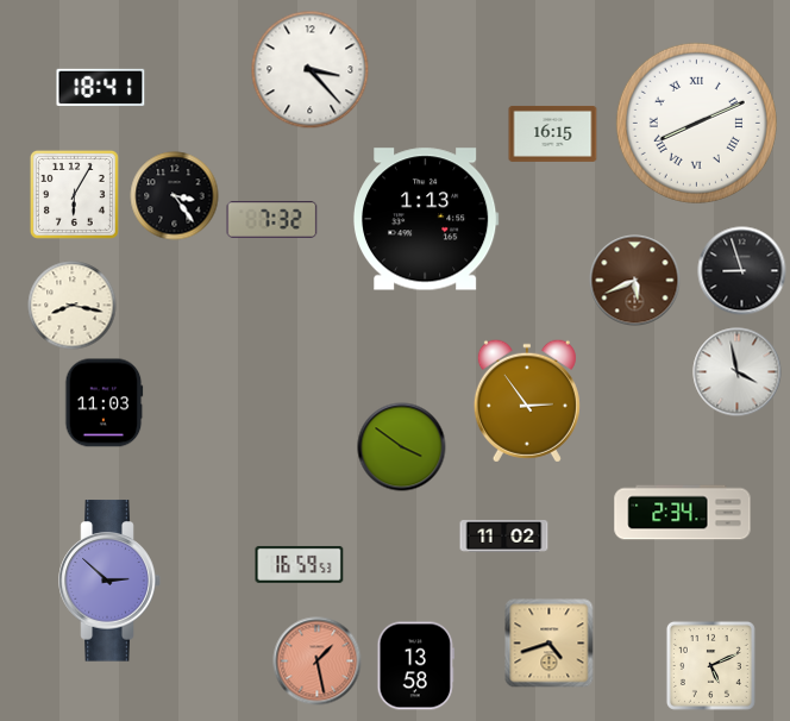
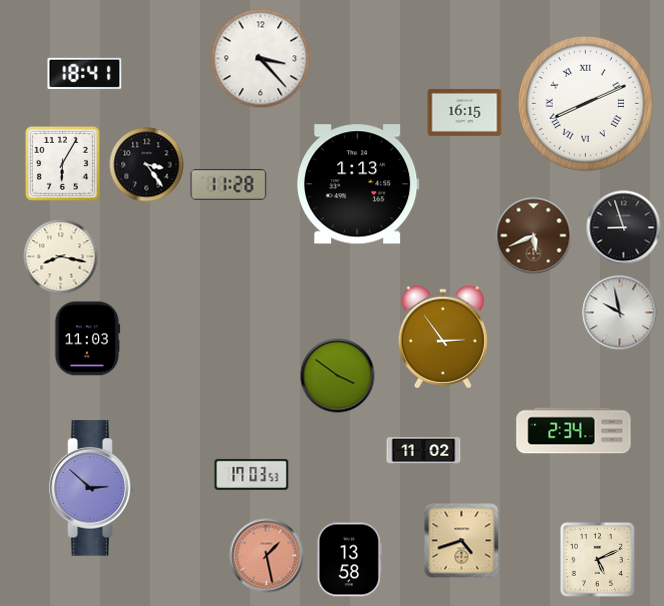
clock at (272, 220): 7:32 -> 11:28
clock at (738, 372): 3:58 -> 9:58
clock at (300, 564): 16:59 -> 17:03
